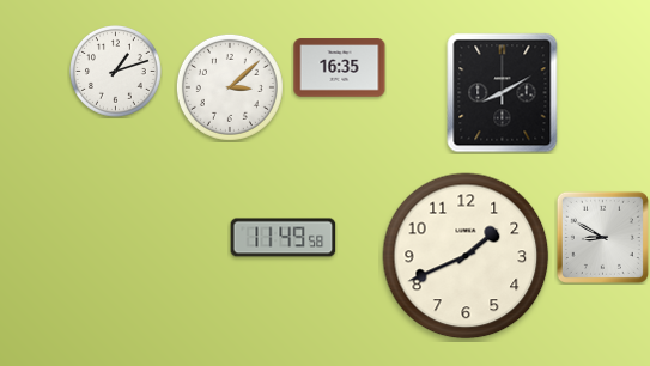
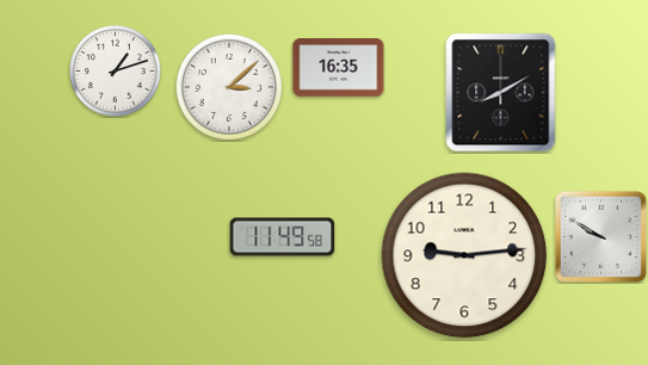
clock at (602, 237): 8:50 -> 9:50
clock at (466, 256): 1:41 -> 9:14
